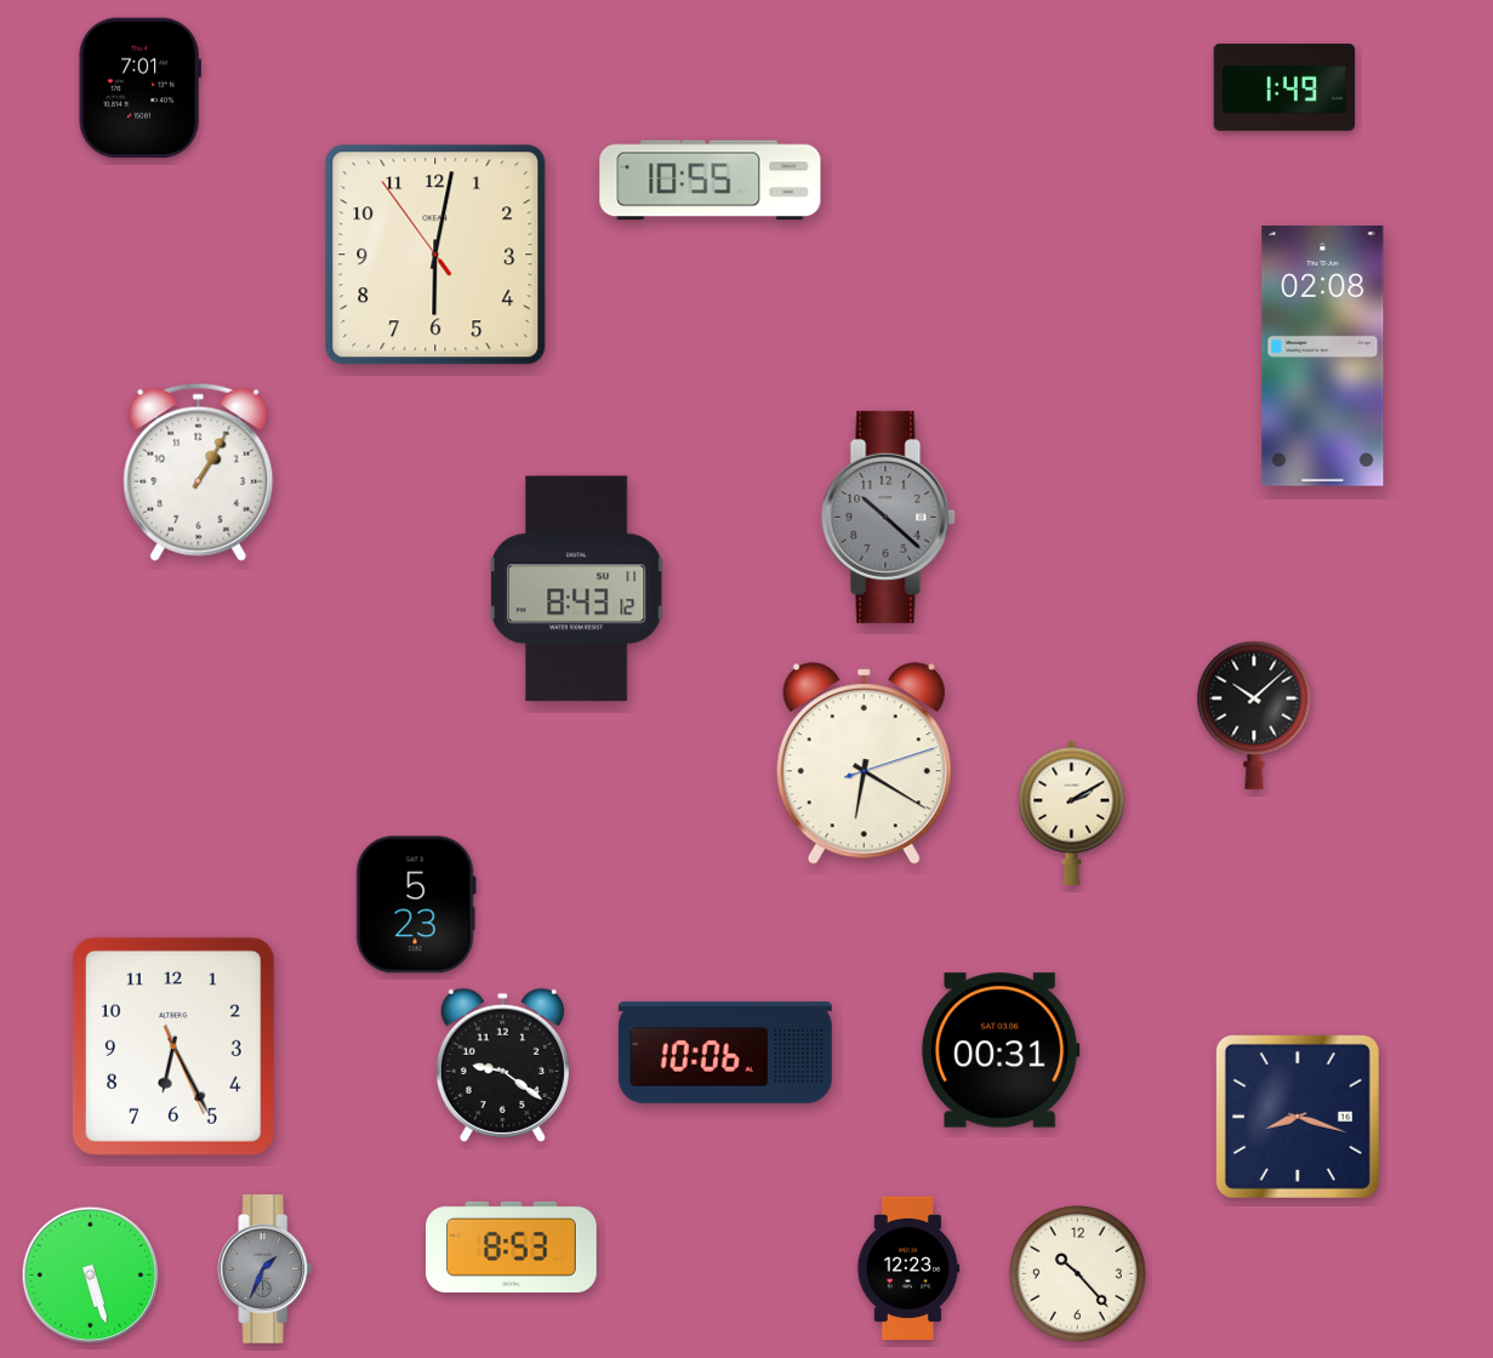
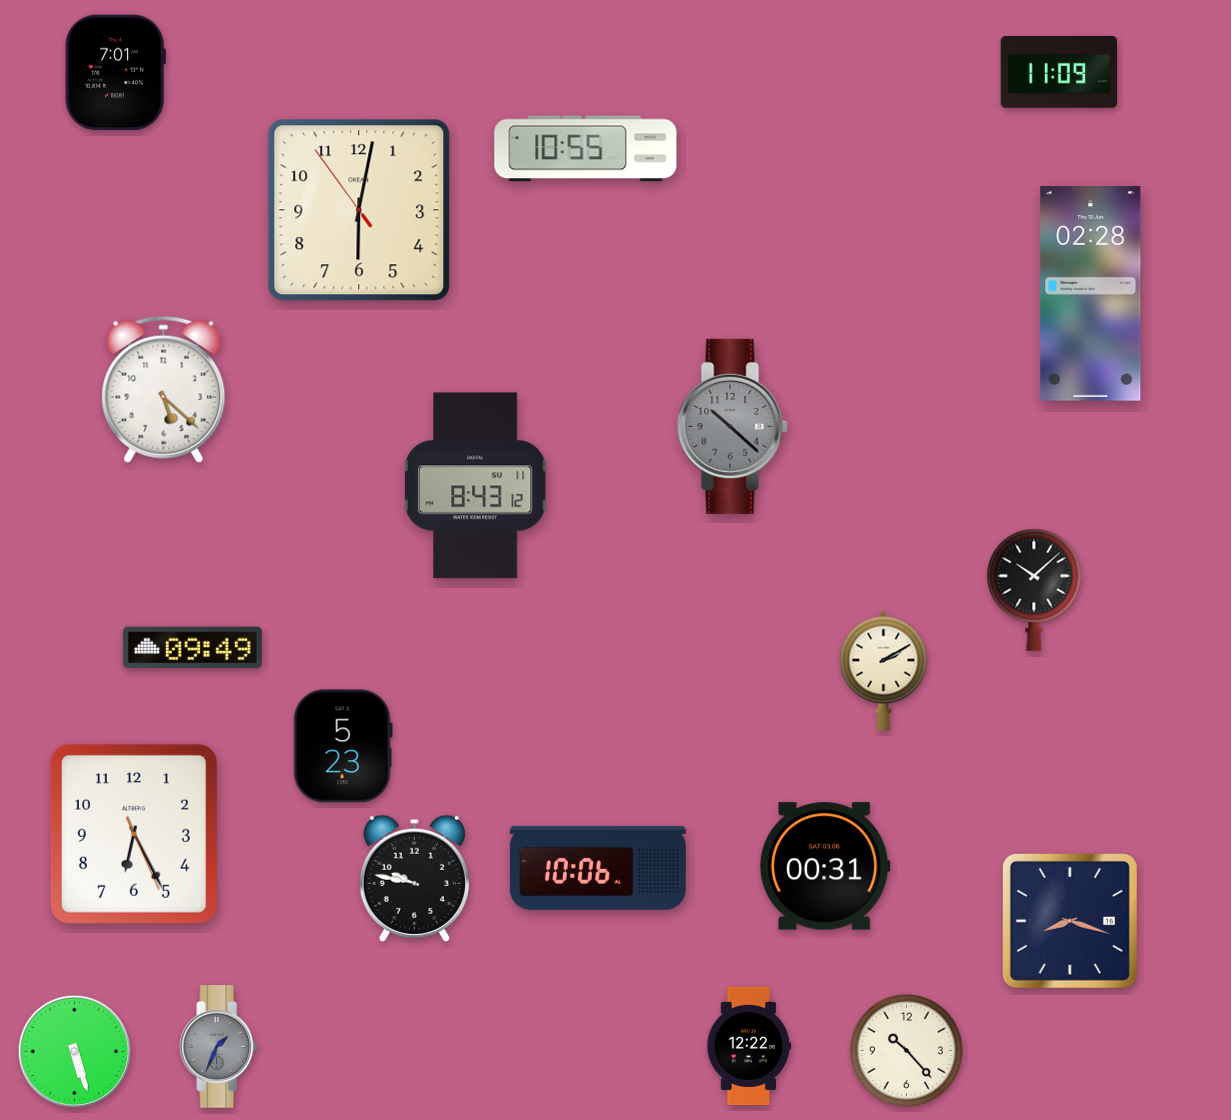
clock at (1284, 89): 1:49 -> 11:09
clock at (1323, 356): 02:08 -> 02:28
clock at (199, 472): 1:05 -> 5:22
clock at (864, 764): 6:20 -> none
clock at (192, 648): none -> 09:49
clock at (173, 1046) position: (173, 1046) -> (134, 834)
clock at (502, 1065): 9:21 -> 9:47
clock at (512, 1246): 8:53 -> none
clock at (908, 1268): 12:23 -> 12:22
clock at (1078, 1274) position: (1078, 1274) -> (907, 1051)
